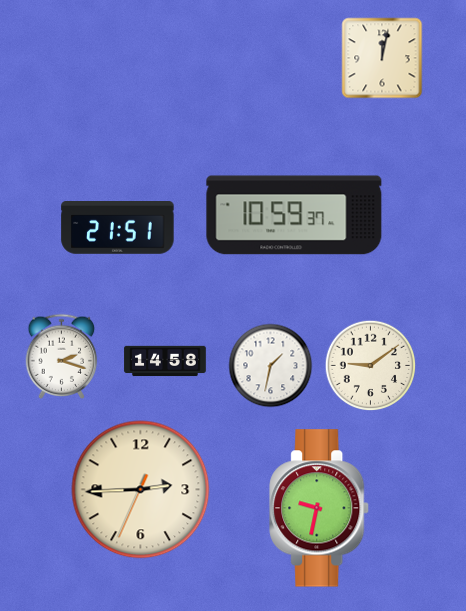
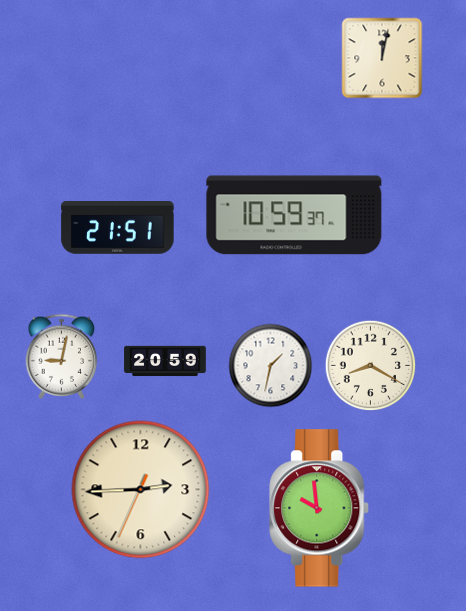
clock at (62, 356): 2:18 -> 9:02
clock at (165, 361): 14:58 -> 20:59
clock at (371, 366): 9:09 -> 8:20
clock at (320, 508): 9:32 -> 9:59
